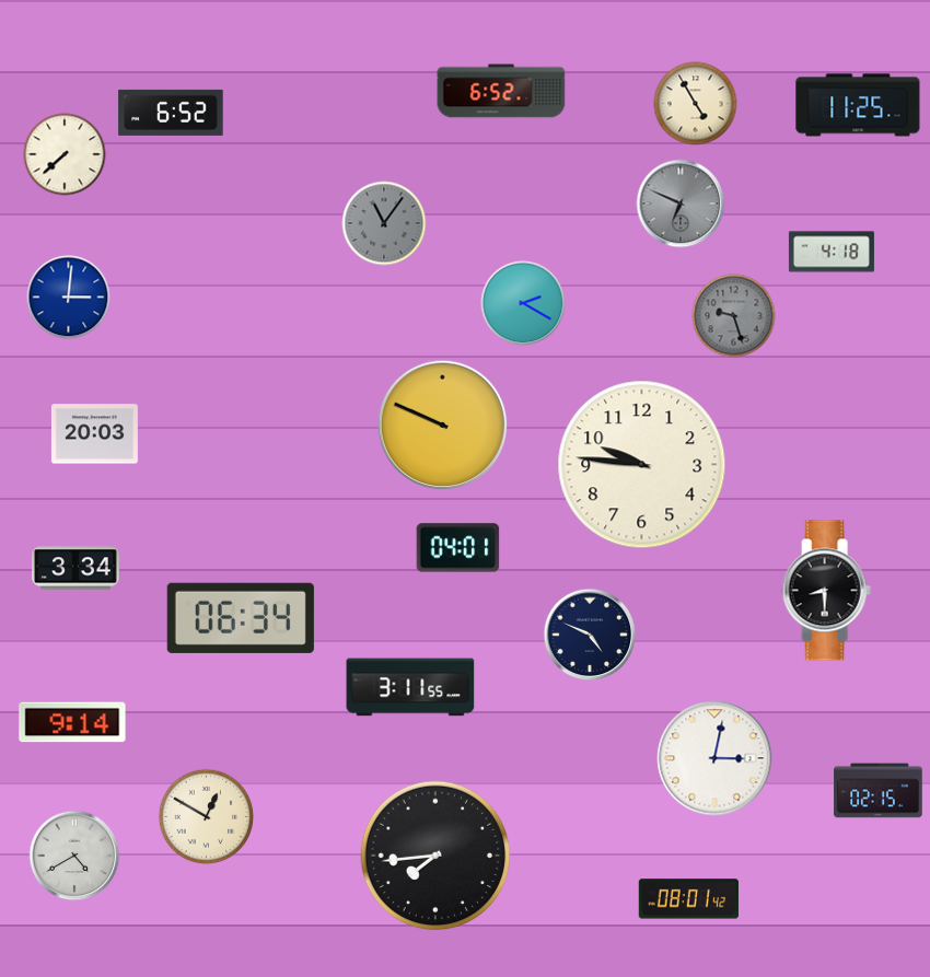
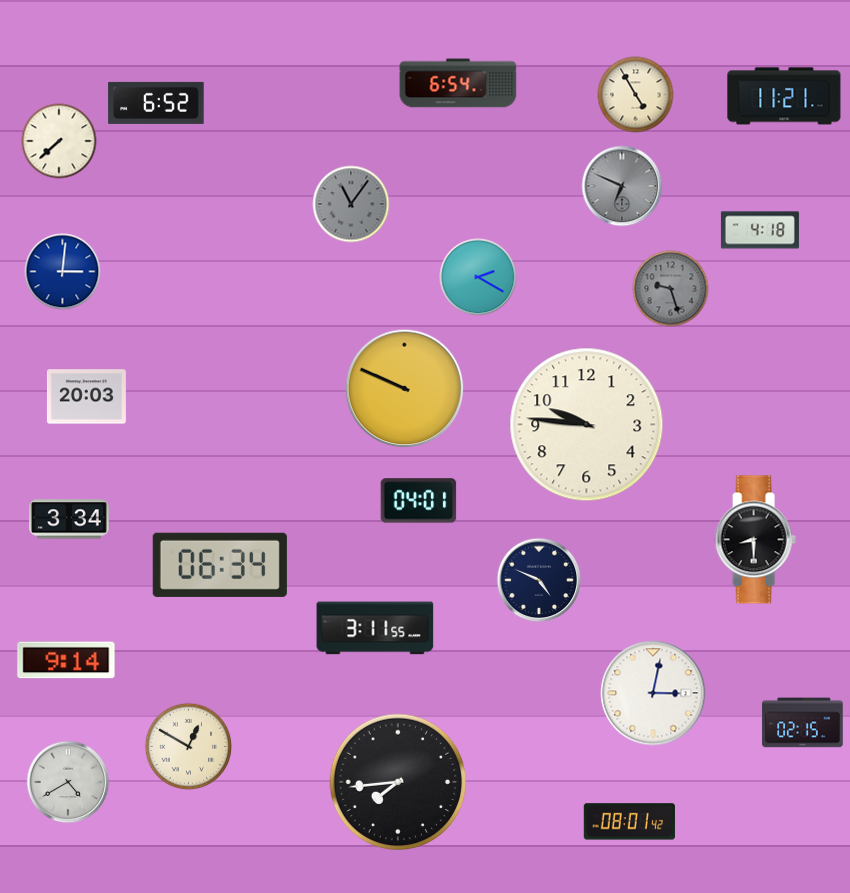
clock at (501, 91): 6:52 -> 6:54
clock at (858, 105): 11:25 -> 11:21
